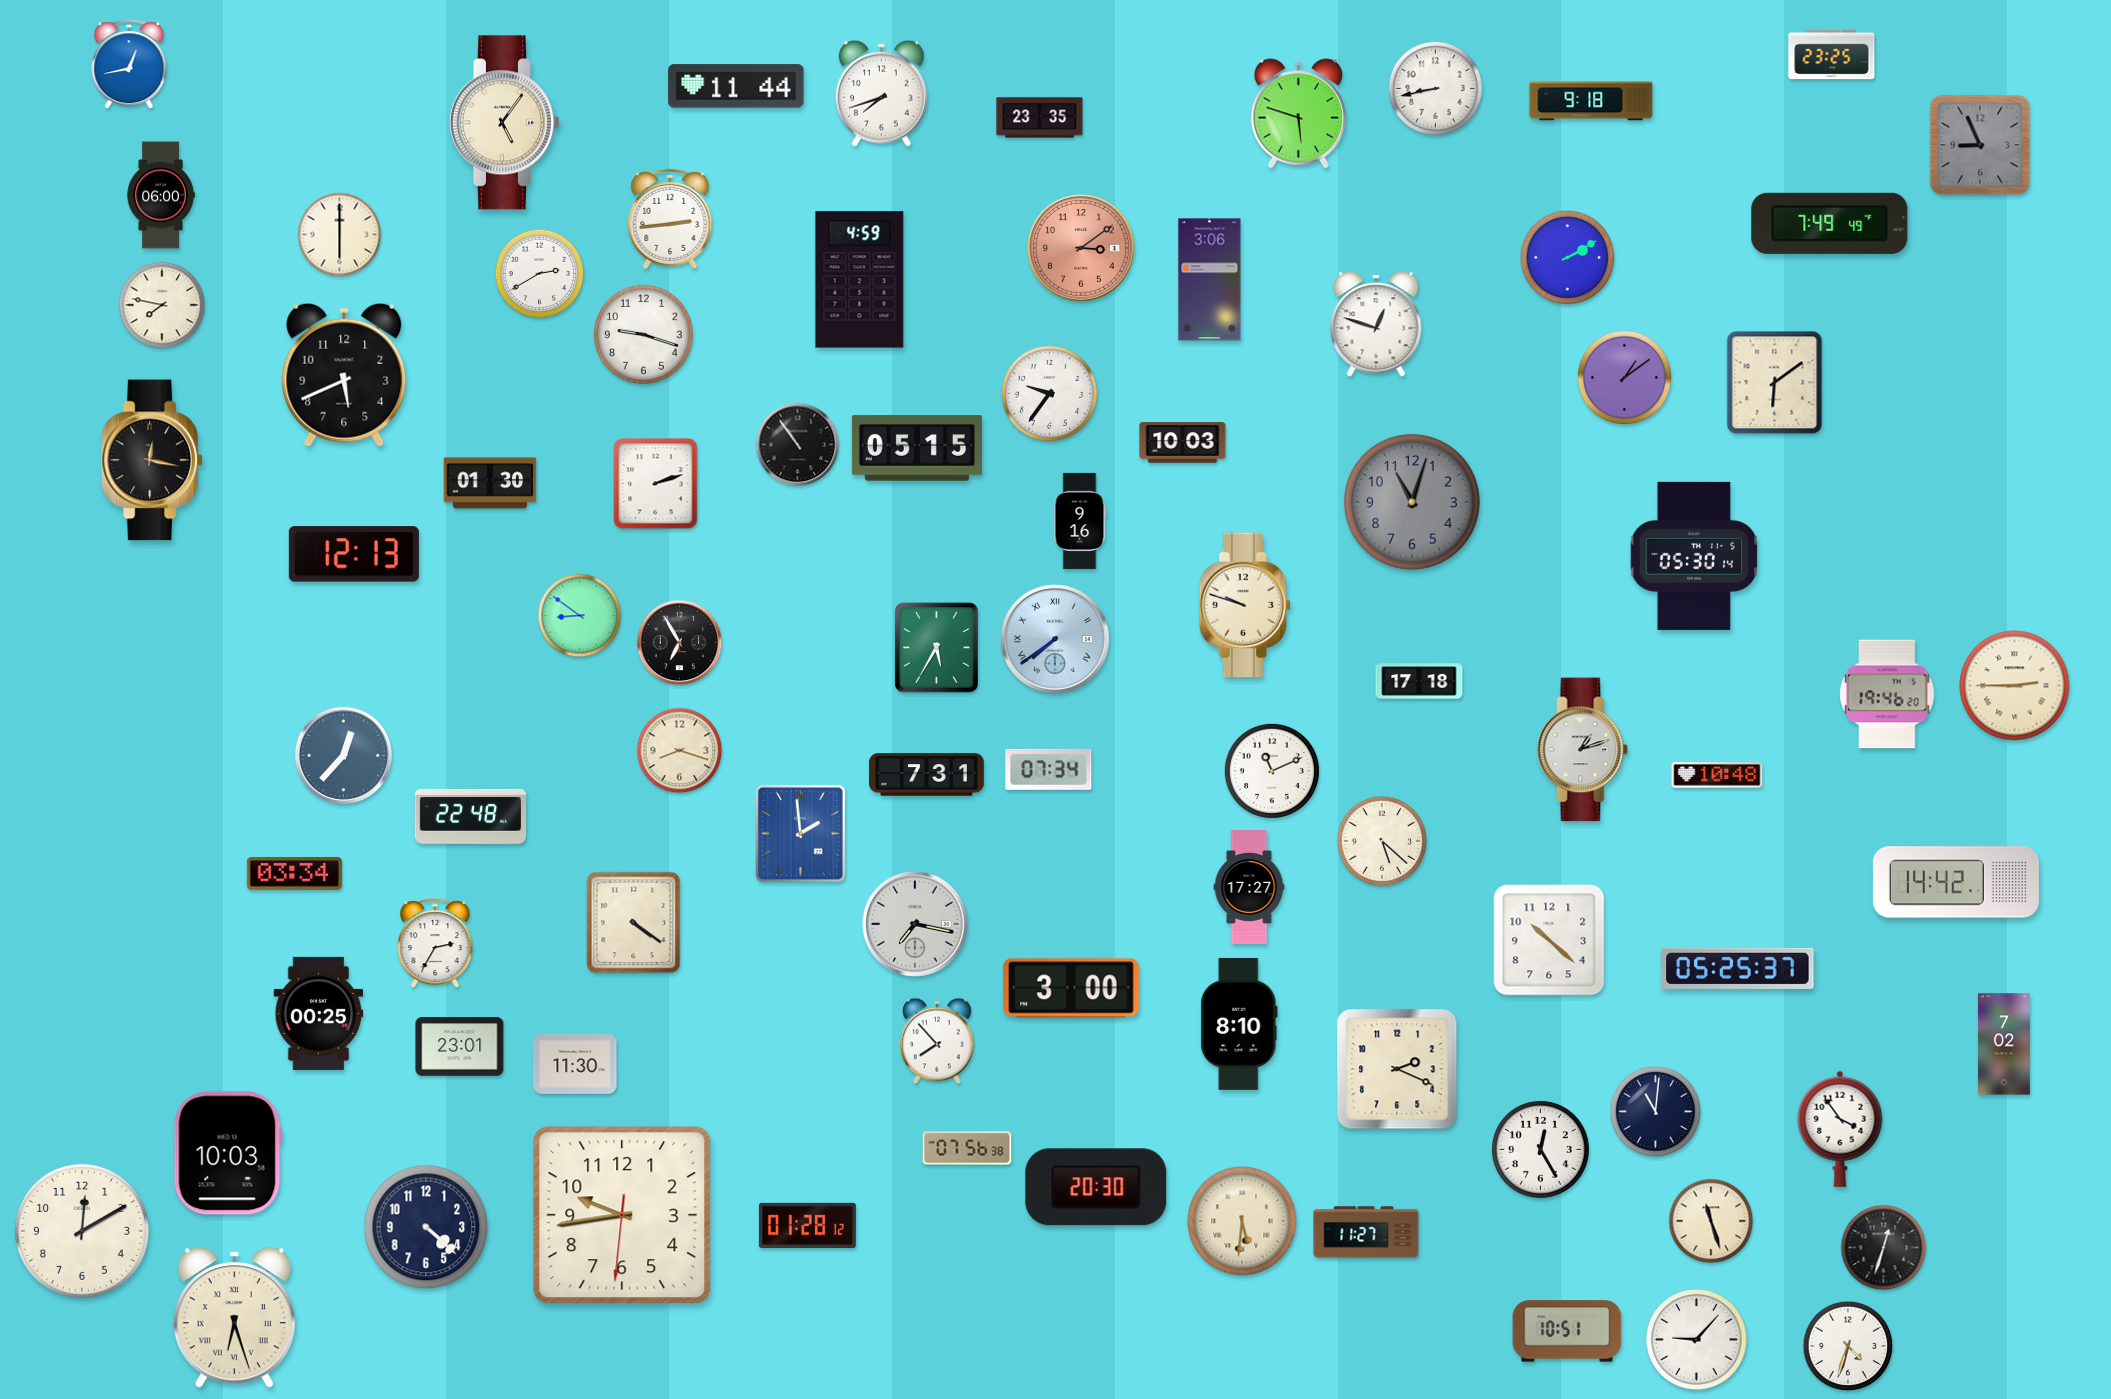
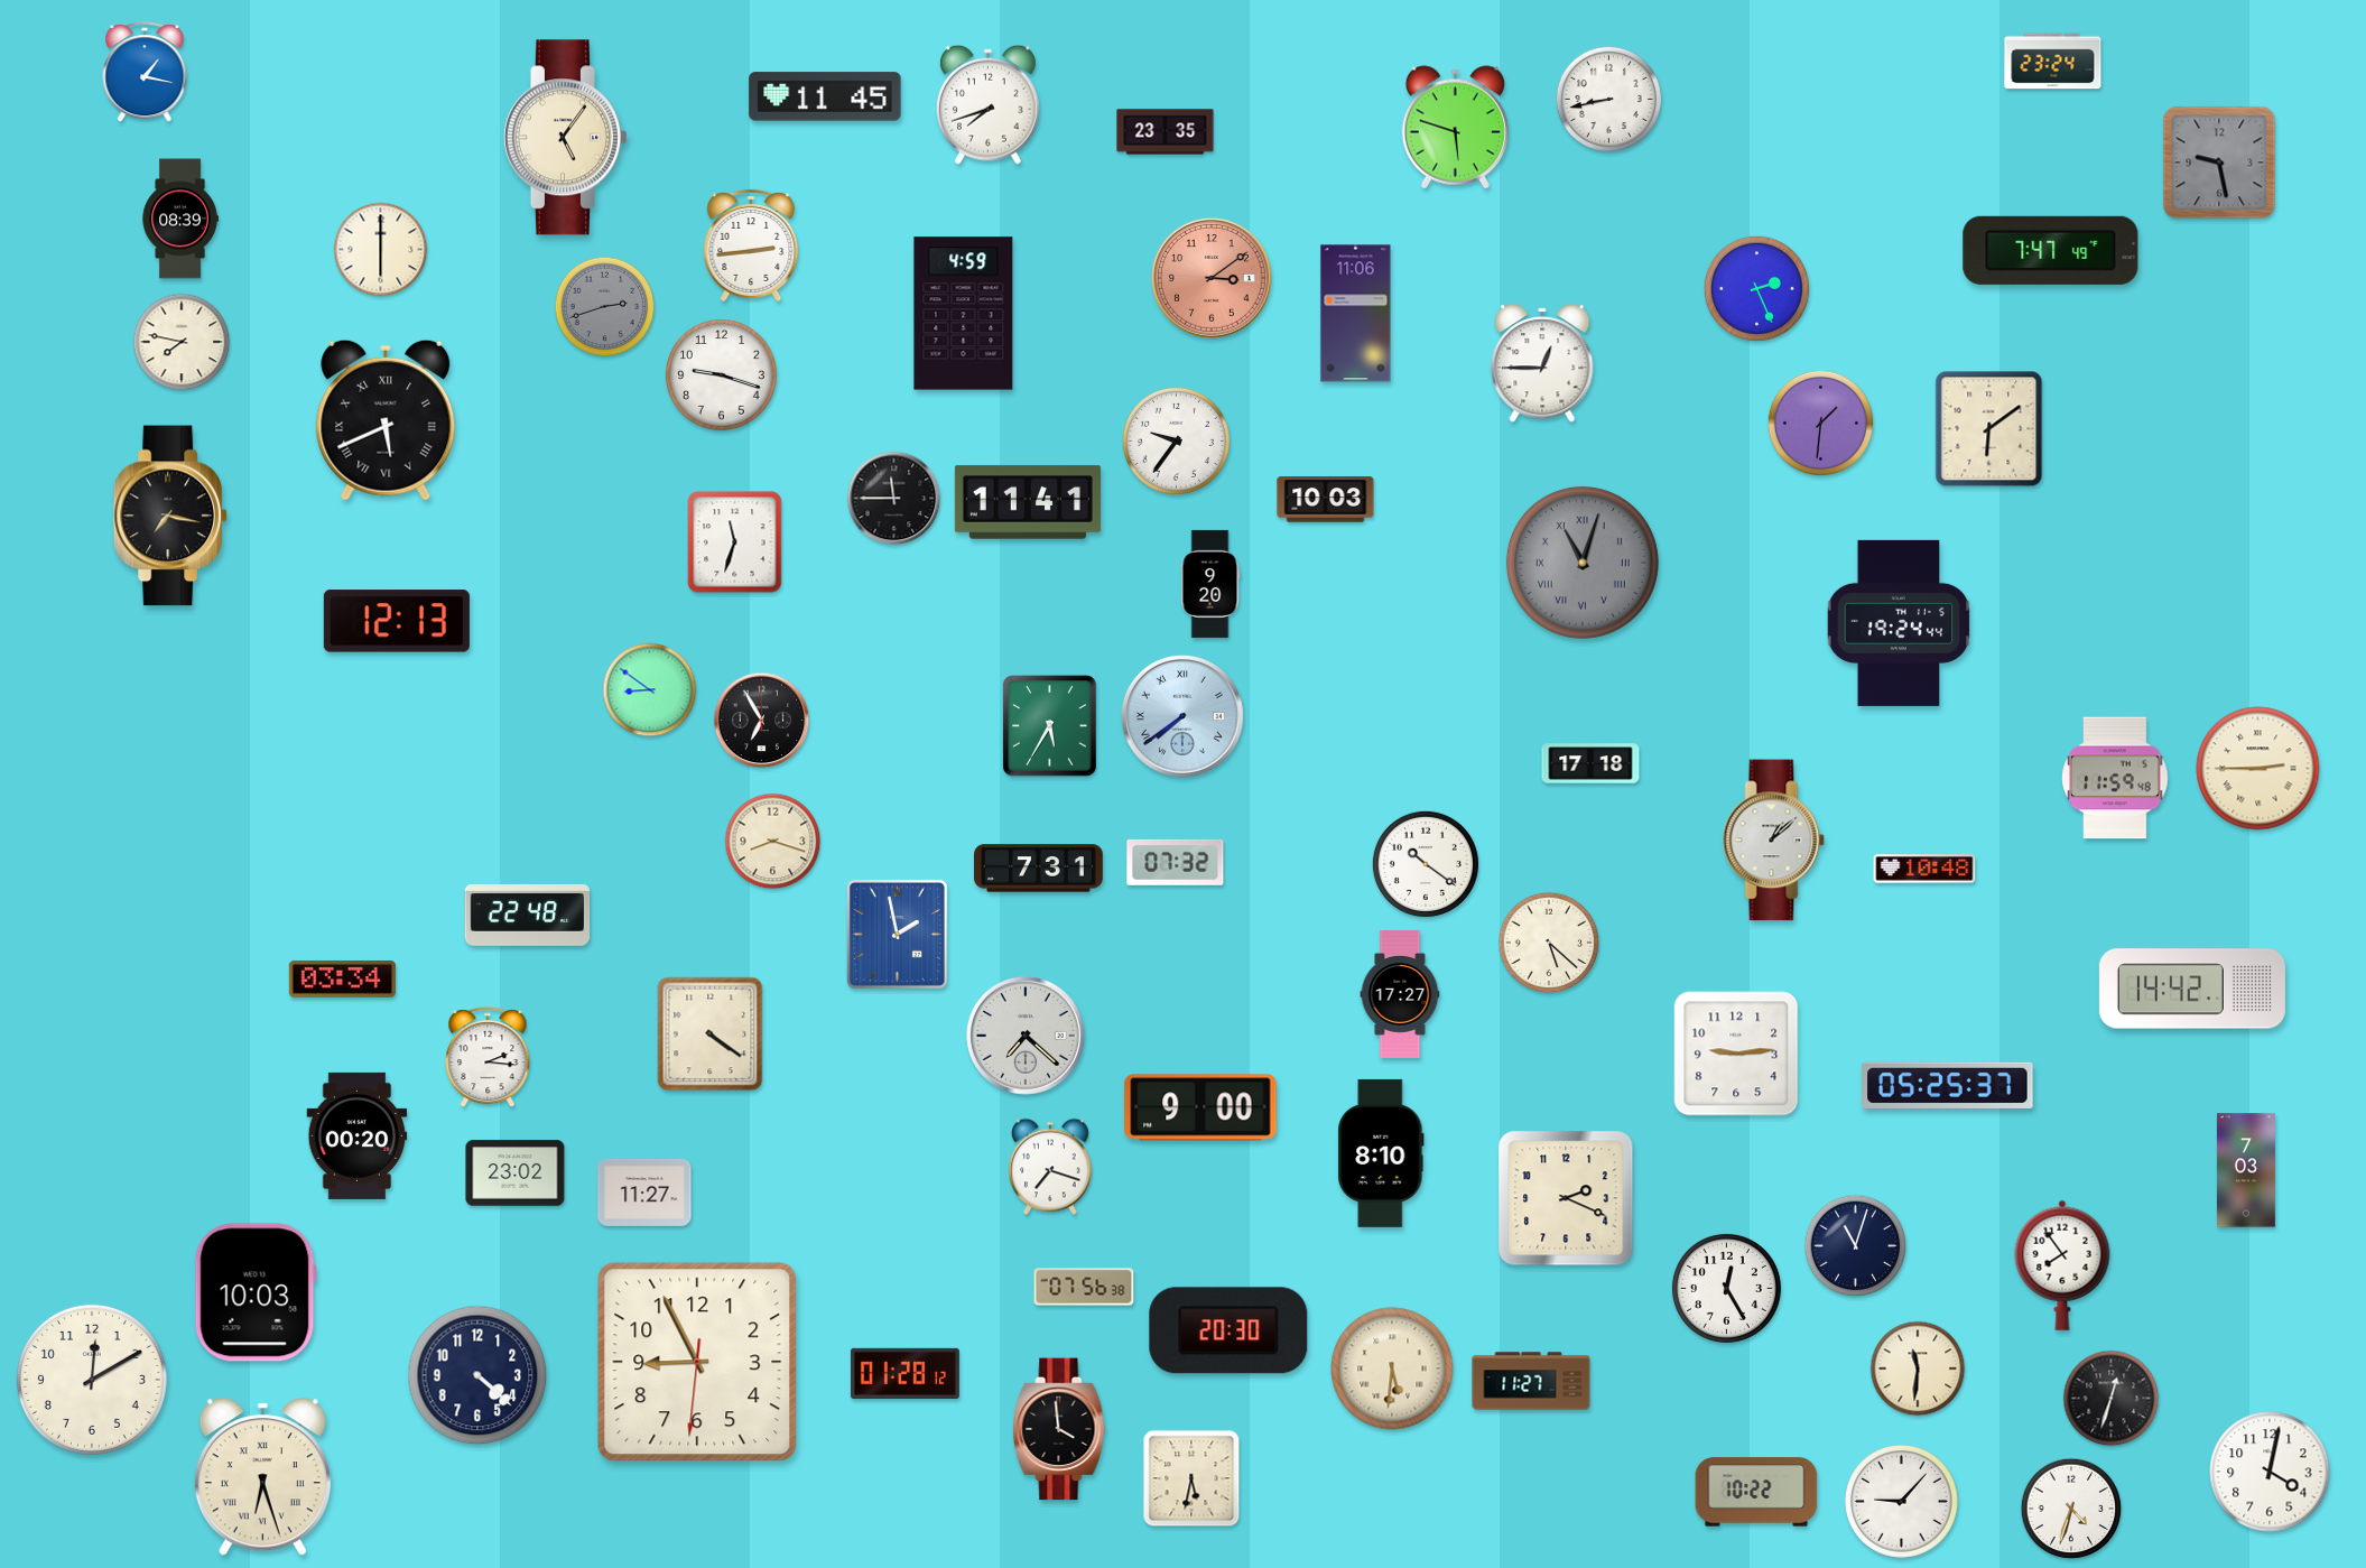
clock at (1832, 55): 23:25 -> 23:24
clock at (129, 65): 12:43 -> 1:17
clock at (736, 86): 11:44 -> 11:45
clock at (1591, 101): 9:18 -> none
clock at (1980, 145): 8:56 -> 9:28
clock at (161, 195): 06:00 -> 08:39
clock at (1830, 223): 7:49 -> 7:47
clock at (340, 235) position: (340, 235) -> (381, 250)
clock at (1567, 257): 2:10 -> 2:26
clock at (540, 274): 2:40 -> 2:42
clock at (540, 274) dial: white -> grey
clock at (1210, 280): 3:06 -> 11:06
clock at (1376, 324): 12:48 -> 12:45
clock at (344, 375) numerals: Arabic -> Roman
clock at (1624, 377): 1:09 -> 1:31
clock at (1183, 443) position: (1183, 443) -> (1326, 500)
clock at (798, 445): 10:54 -> 11:45
clock at (917, 448): 05:15 -> 11:41
clock at (152, 460): 12:17 -> 7:17
clock at (490, 483): 01:30 -> none
clock at (656, 484): 2:12 -> 11:33
clock at (1412, 502) numerals: Arabic -> Roman
clock at (1080, 521): 9:16 -> 9:20
clock at (1694, 556): 05:30 -> 19:24
clock at (1245, 605): 9:48 -> none
clock at (1887, 694): 19:46 -> 11:59
clock at (1583, 750): 1:12 -> 1:08
clock at (680, 751) position: (680, 751) -> (773, 842)
clock at (343, 755): 12:37 -> none
clock at (1049, 769): 07:34 -> 07:32
clock at (1272, 771): 11:11 -> 10:21
clock at (800, 833): 1:59 -> 1:58
clock at (294, 873) position: (294, 873) -> (342, 978)
clock at (915, 924): 7:17 -> 7:22
clock at (1549, 940): 10:22 -> 9:14
clock at (435, 944): 2:35 -> 2:16
clock at (1071, 988): 3:00 -> 9:00
clock at (319, 1013): 00:25 -> 00:20
clock at (1239, 1024) position: (1239, 1024) -> (1381, 1153)
clock at (937, 1041): 7:53 -> 7:18
clock at (2004, 1044): 7:02 -> 7:03
clock at (460, 1047): 23:01 -> 23:02
clock at (575, 1065): 11:30 -> 11:27
clock at (1656, 1112): 11:01 -> 11:03
clock at (1840, 1129): 3:54 -> 7:54
clock at (622, 1215): 9:43 -> 8:55
clock at (1711, 1221): 11:27 -> 11:31
clock at (1059, 1429): none -> 3:59
clock at (2270, 1472): none -> 4:02
clock at (1191, 1478): none -> 5:32
clock at (1567, 1331): 10:51 -> 10:22
